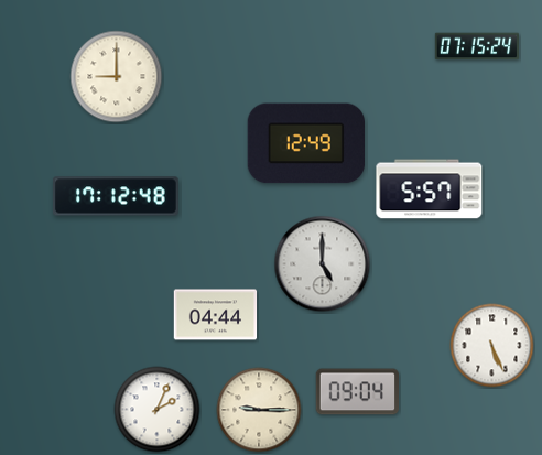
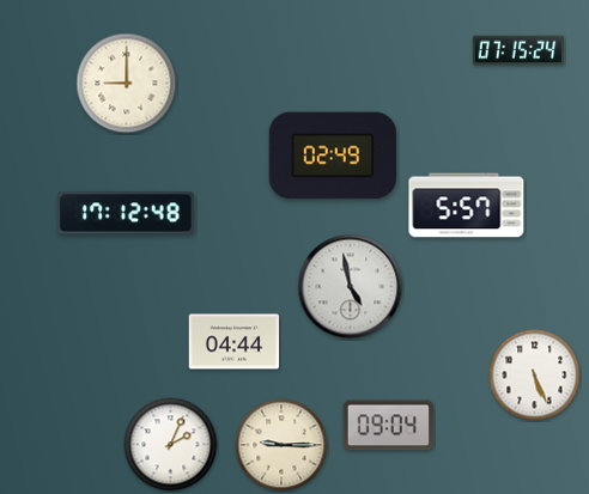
clock at (305, 143): 12:49 -> 02:49
clock at (323, 264): 5:00 -> 4:58
